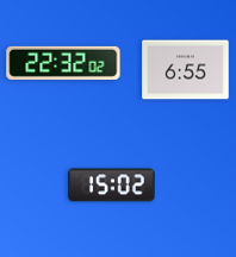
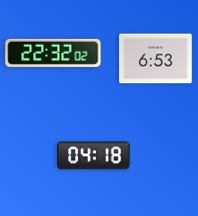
clock at (186, 70): 6:55 -> 6:53
clock at (112, 186): 15:02 -> 04:18
